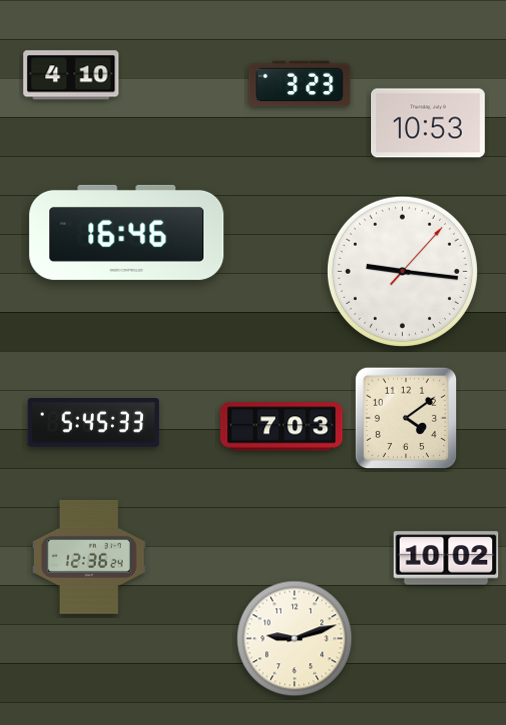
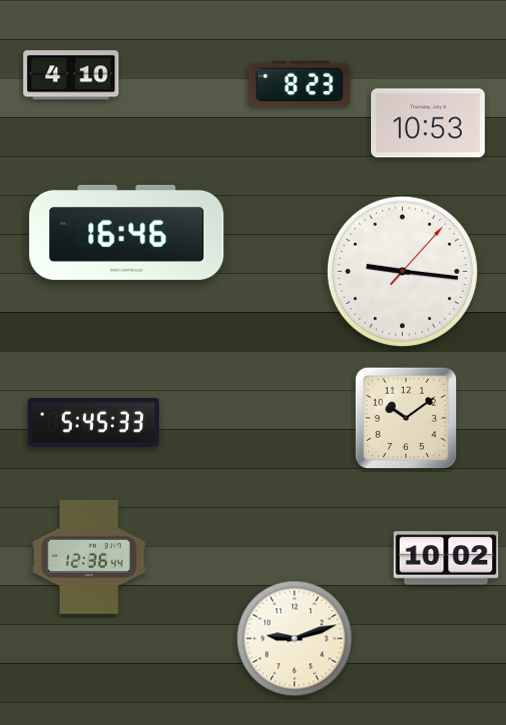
clock at (300, 84): 3:23 -> 8:23
clock at (406, 418): 4:09 -> 10:09
clock at (282, 427): 7:03 -> none
clock at (89, 557): 12:36:24 -> 12:36:44
